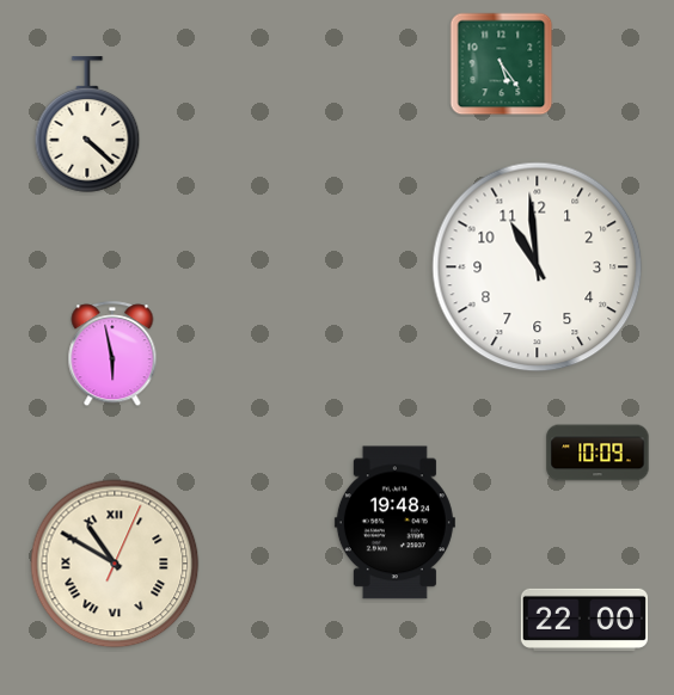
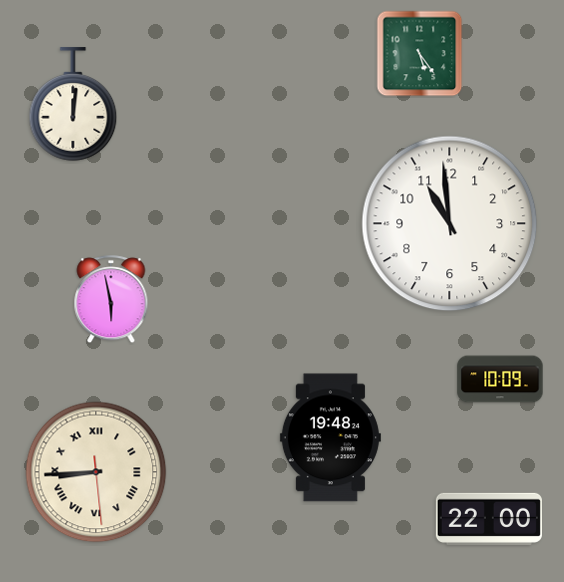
clock at (87, 124): 4:22 -> 12:01
clock at (112, 355) position: (112, 355) -> (111, 300)
clock at (115, 564): 10:50 -> 8:44
